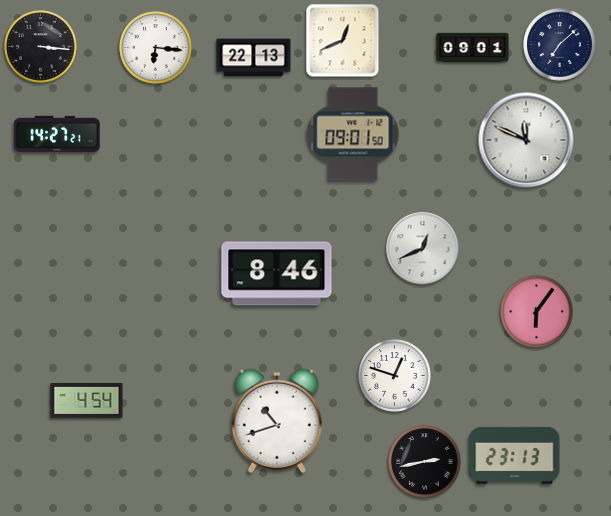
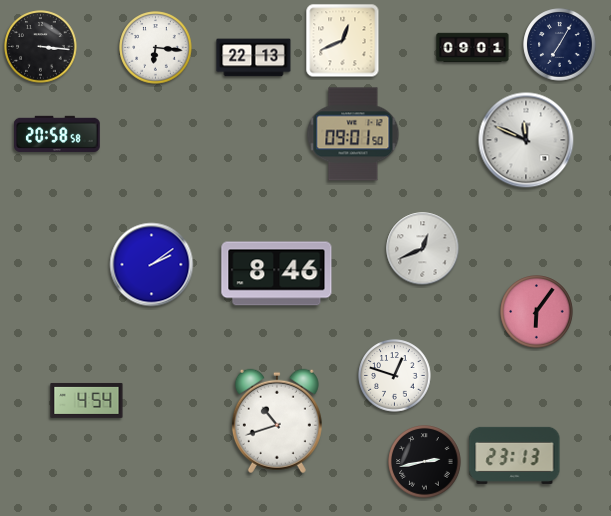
clock at (560, 45): 7:08 -> 7:05
clock at (58, 134): 14:27 -> 20:58
clock at (152, 265): none -> 2:09
